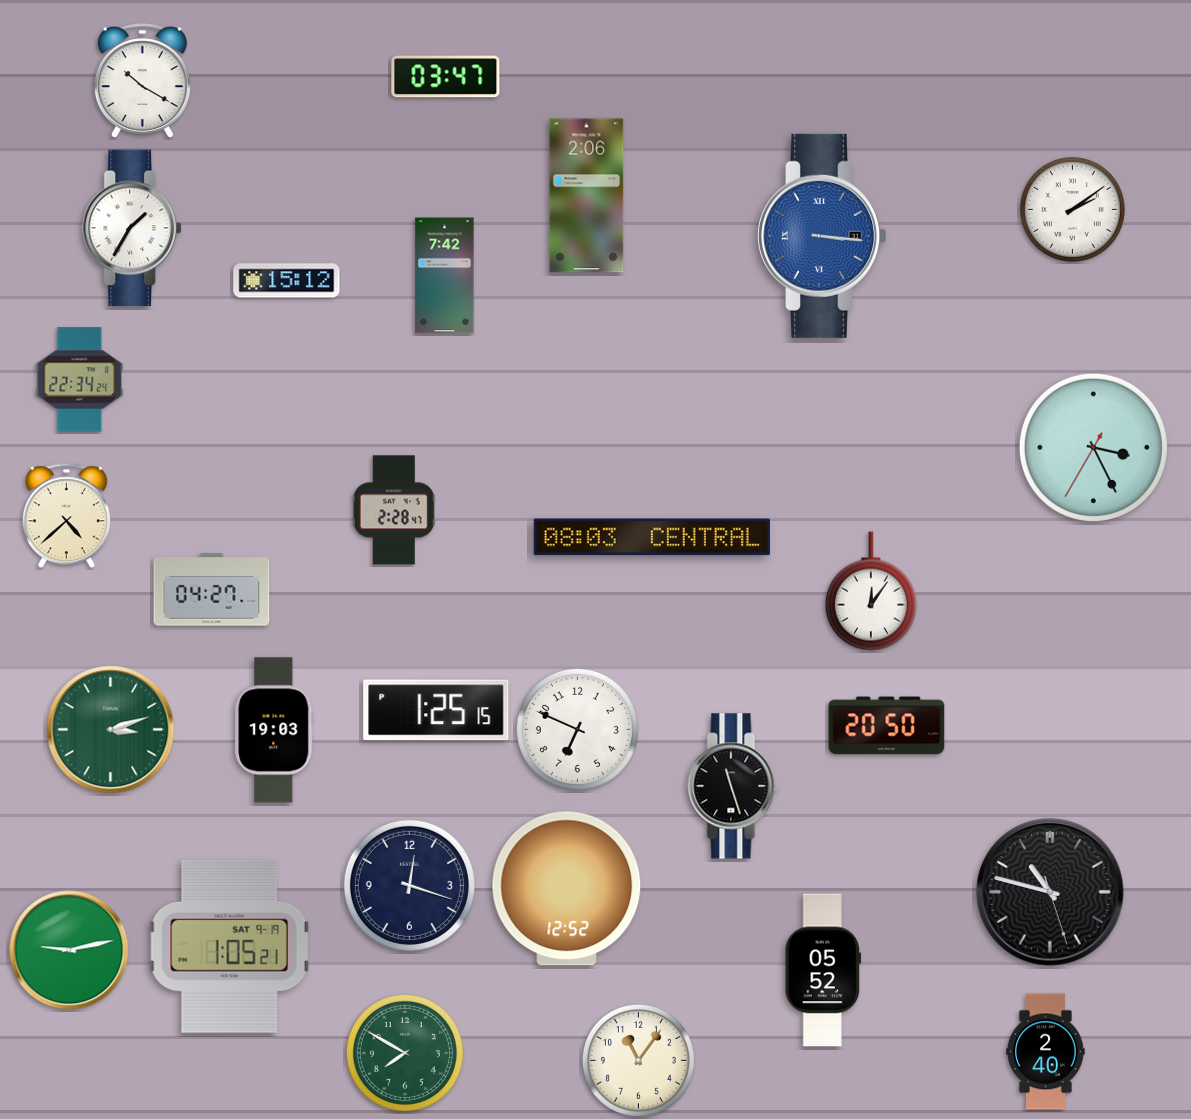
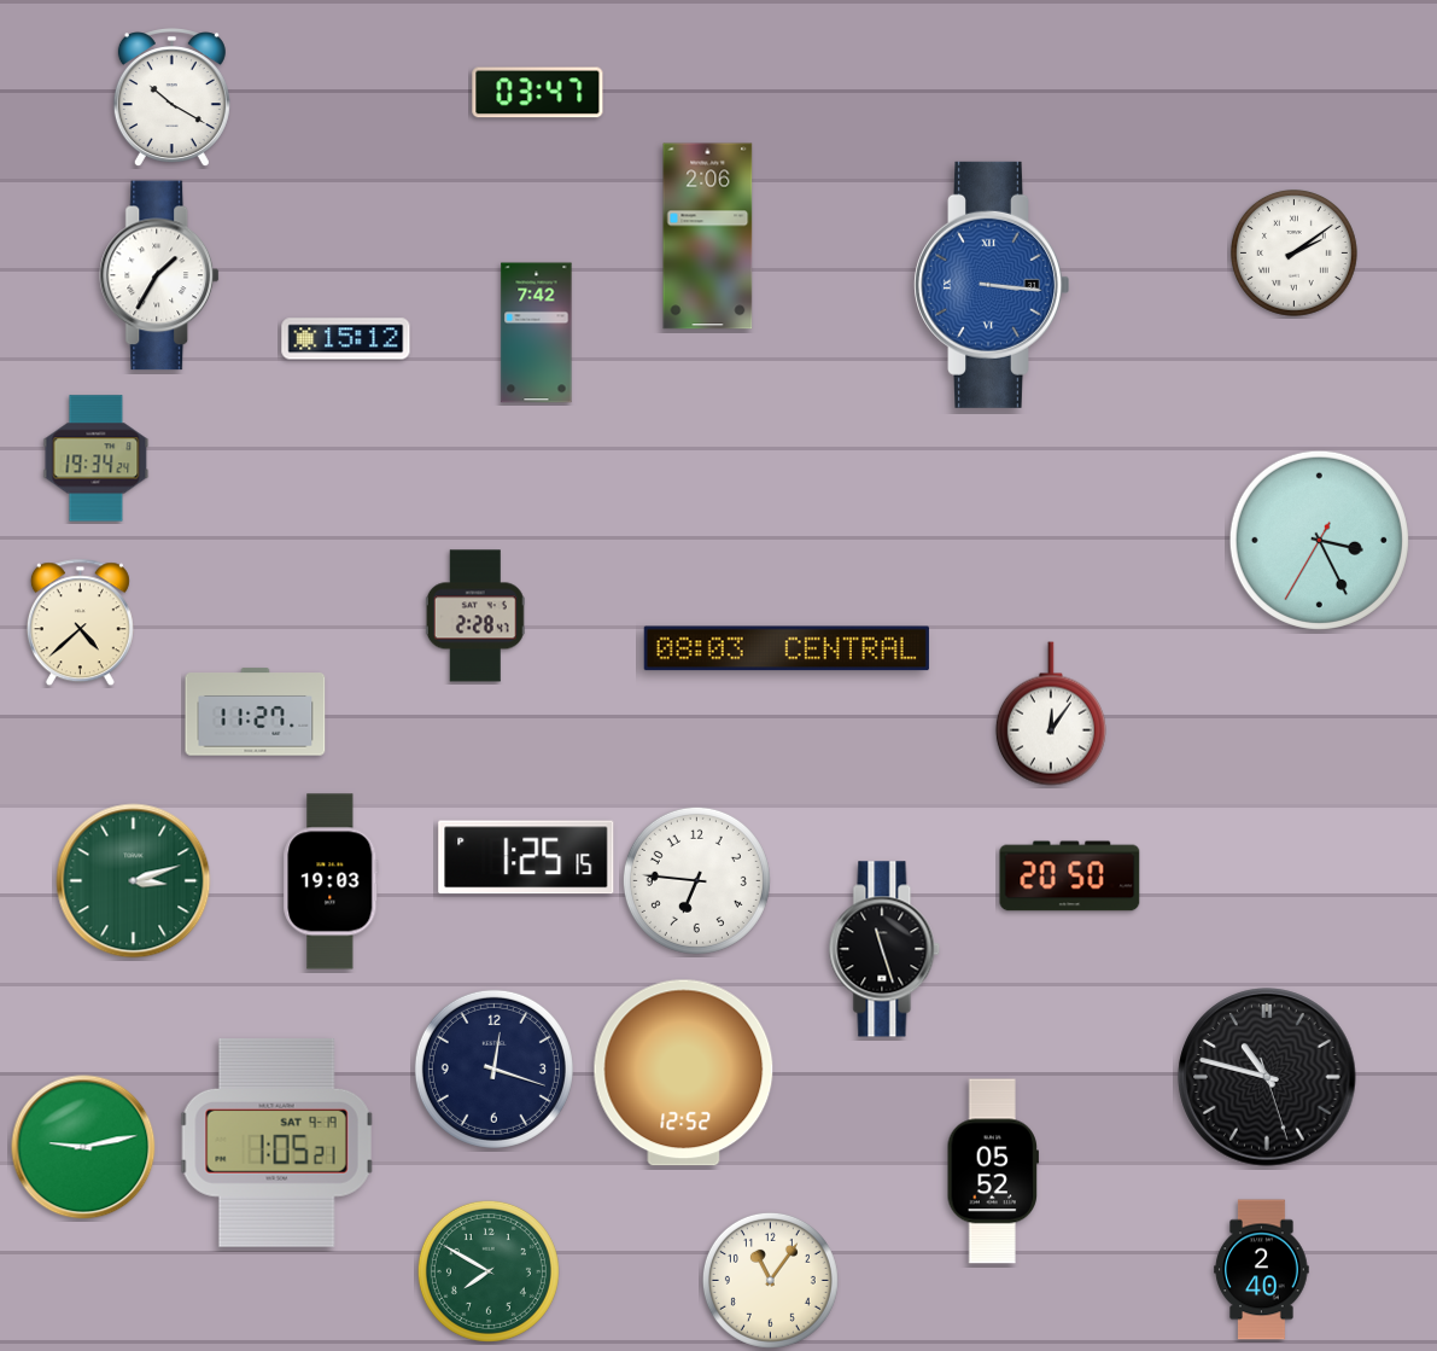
clock at (80, 380): 22:34 -> 19:34
clock at (212, 590): 04:27 -> 11:27
clock at (577, 729): 6:49 -> 6:46
